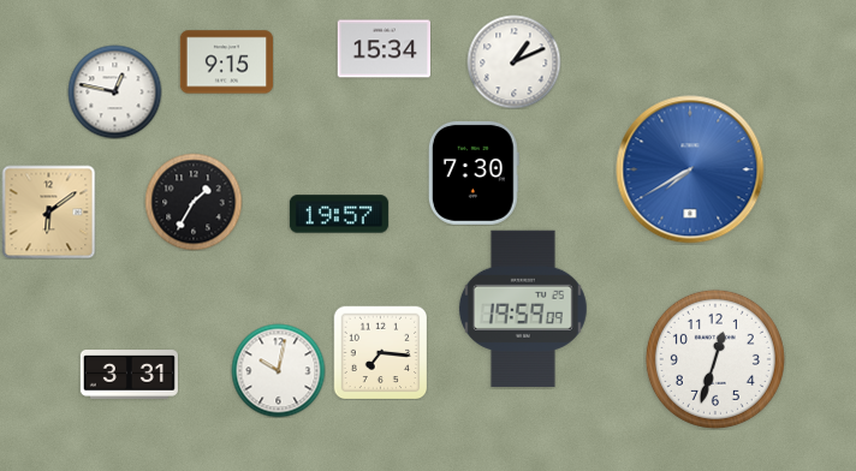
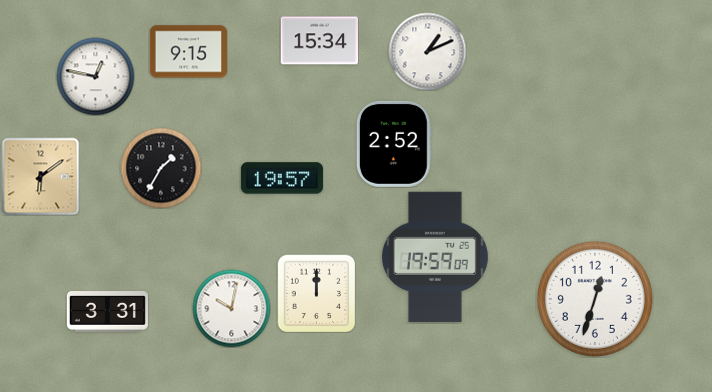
clock at (690, 169): 7:40 -> none
clock at (474, 173): 7:30 -> 2:52
clock at (380, 352): 7:16 -> 12:00
